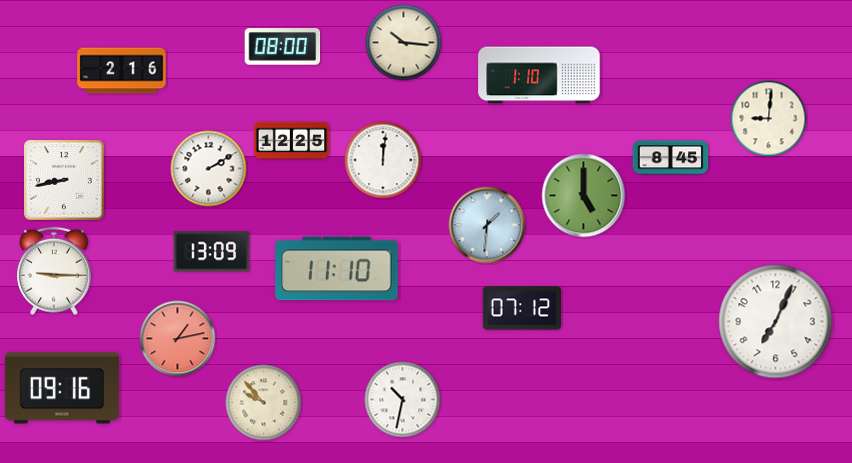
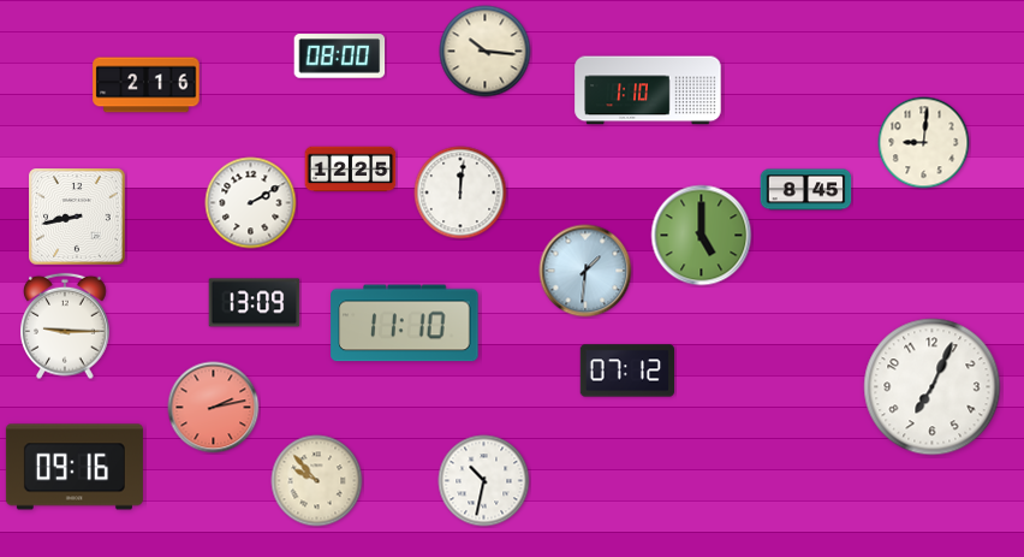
clock at (178, 339): 1:13 -> 2:13
clock at (264, 403) position: (264, 403) -> (317, 481)
